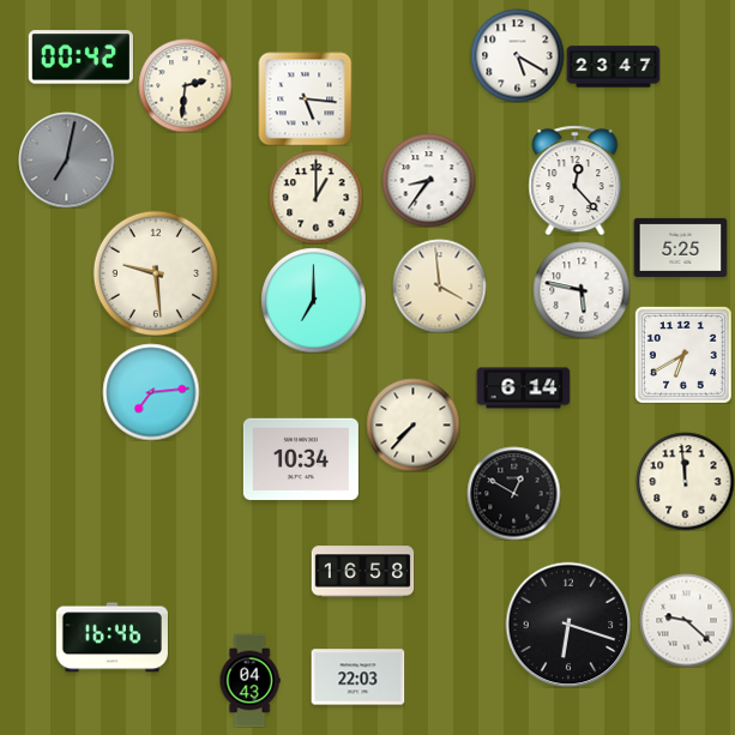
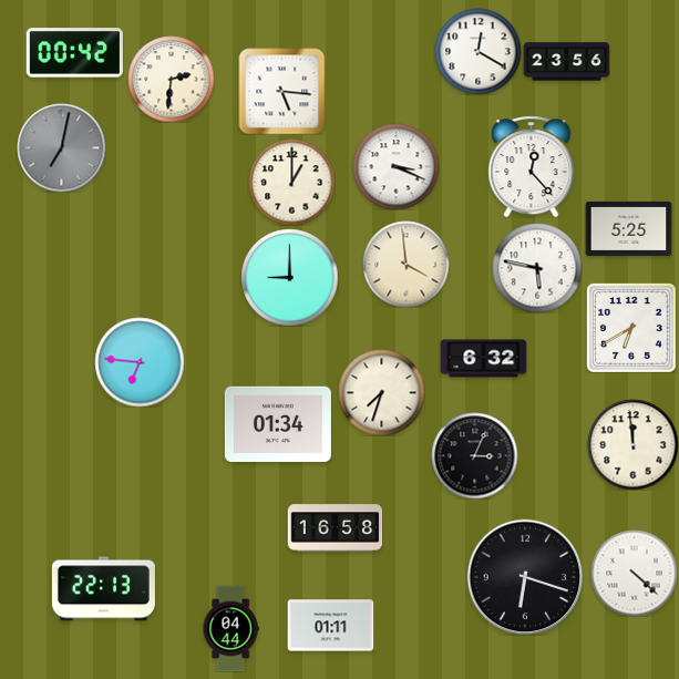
clock at (517, 55): 5:20 -> 12:20
clock at (613, 67): 23:47 -> 23:56
clock at (428, 180): 8:36 -> 3:19
clock at (156, 273): 9:29 -> none
clock at (313, 300): 7:00 -> 9:00
clock at (523, 388): 6:14 -> 6:32
clock at (151, 392): 7:14 -> 6:46
clock at (412, 424): 7:37 -> 7:33
clock at (301, 458): 10:34 -> 01:34
clock at (513, 493): 12:50 -> 3:04
clock at (686, 620): 9:22 -> 4:22
clock at (112, 638): 16:46 -> 22:13
clock at (357, 677): 22:03 -> 01:11
clock at (249, 680): 04:43 -> 04:44
